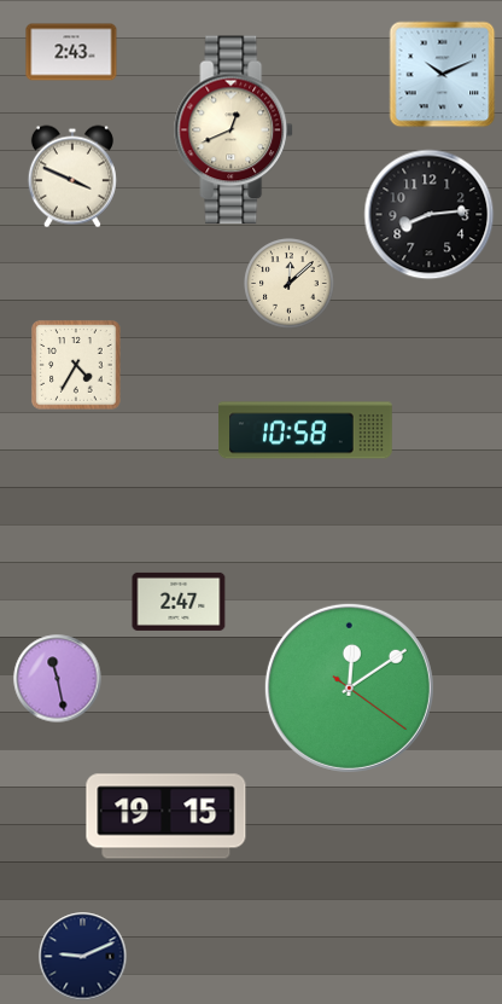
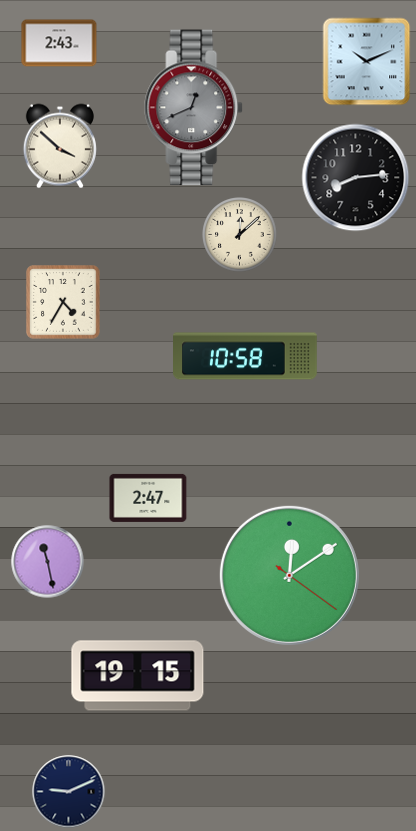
clock at (234, 130) dial: cream -> grey
clock at (72, 176): 3:49 -> 3:52
clock at (307, 430) position: (307, 430) -> (246, 356)
clock at (349, 687) position: (349, 687) -> (289, 575)
